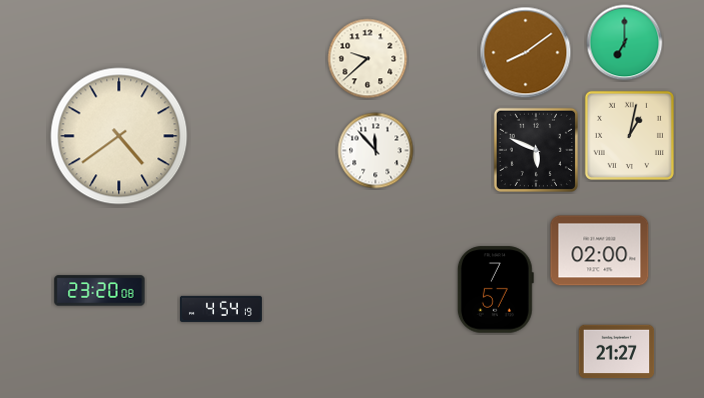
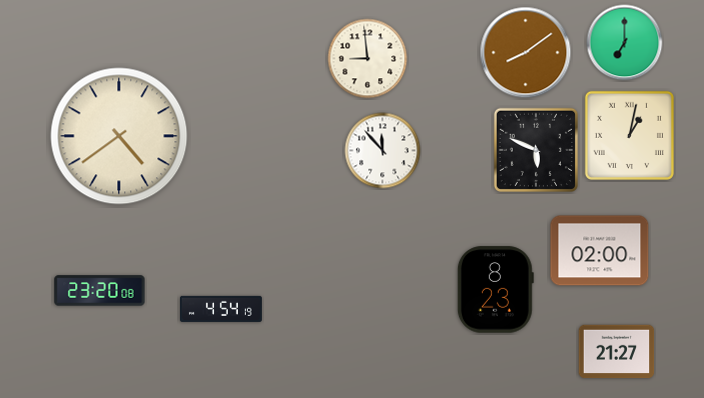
clock at (368, 59): 9:38 -> 8:59
clock at (376, 151) position: (376, 151) -> (383, 151)
clock at (495, 290): 7:57 -> 8:23
